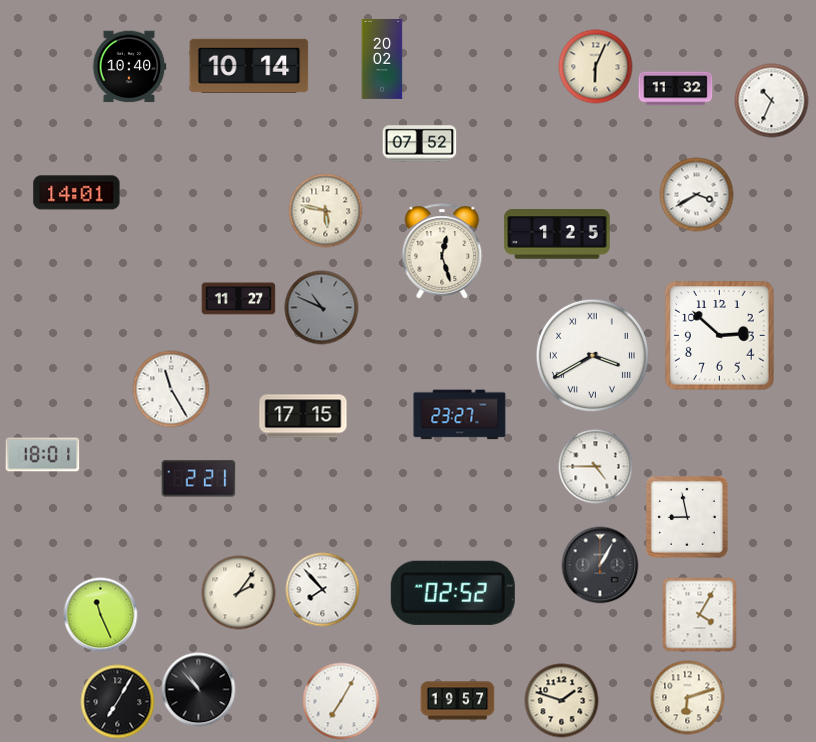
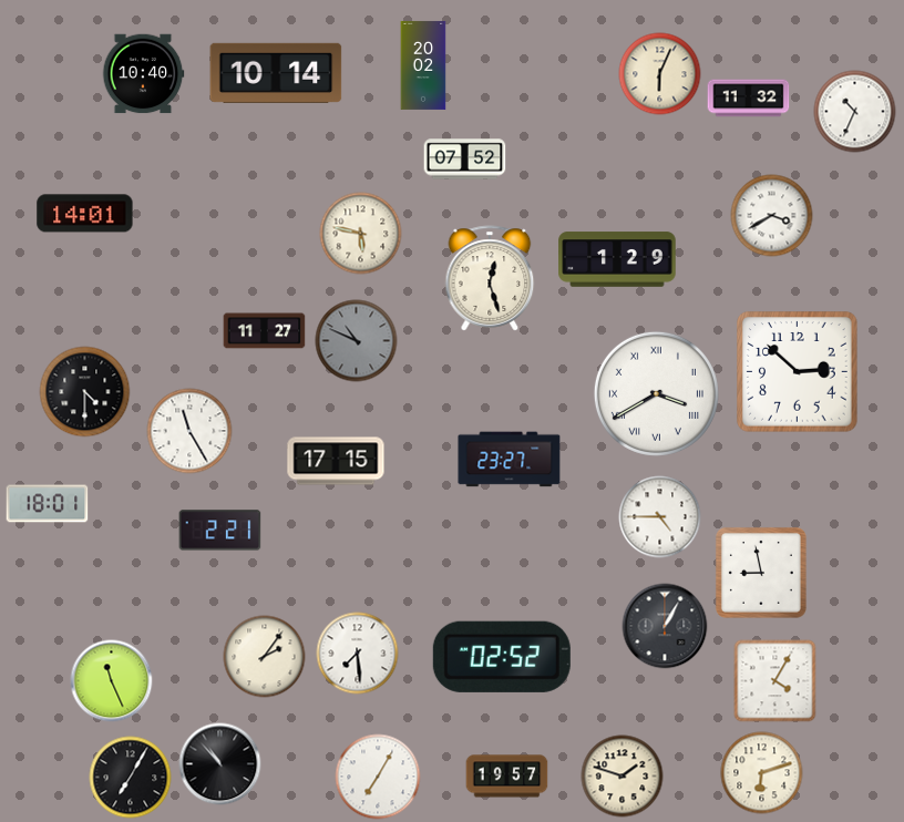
clock at (557, 234): 1:25 -> 1:29
clock at (85, 392): none -> 4:30
clock at (323, 590): 7:53 -> 7:29
